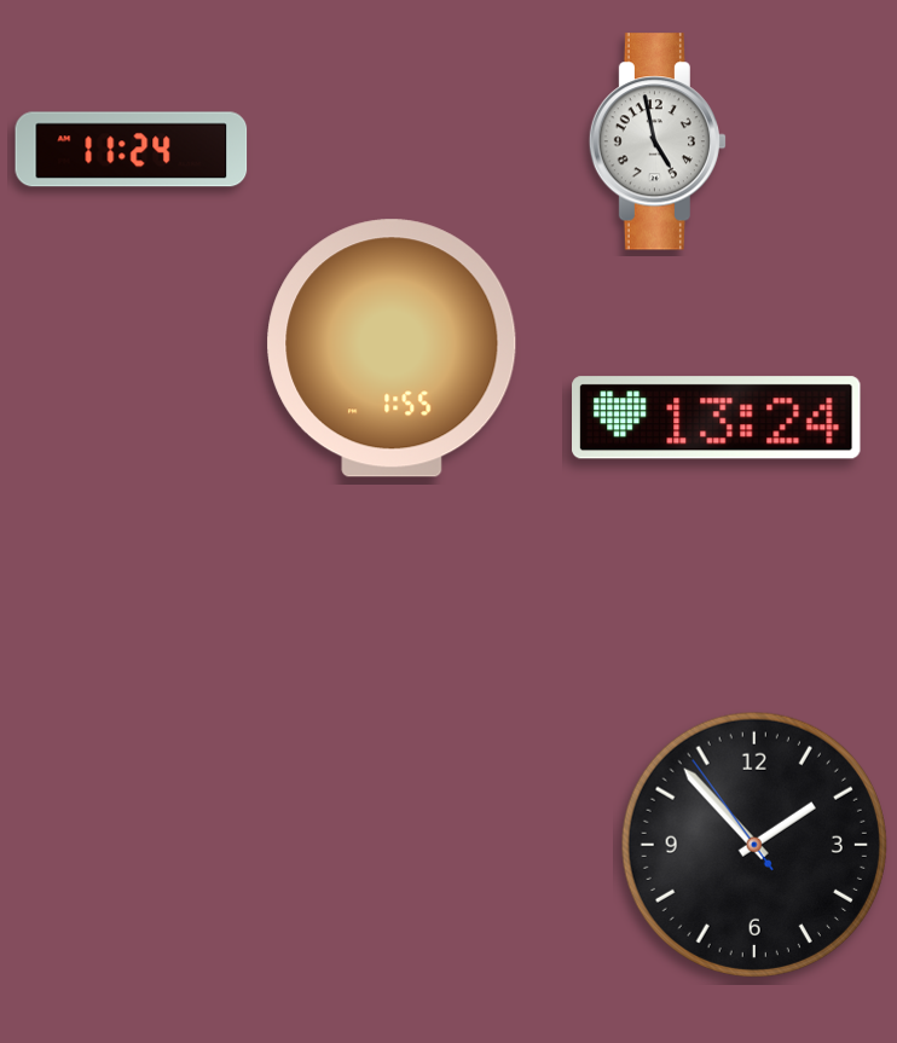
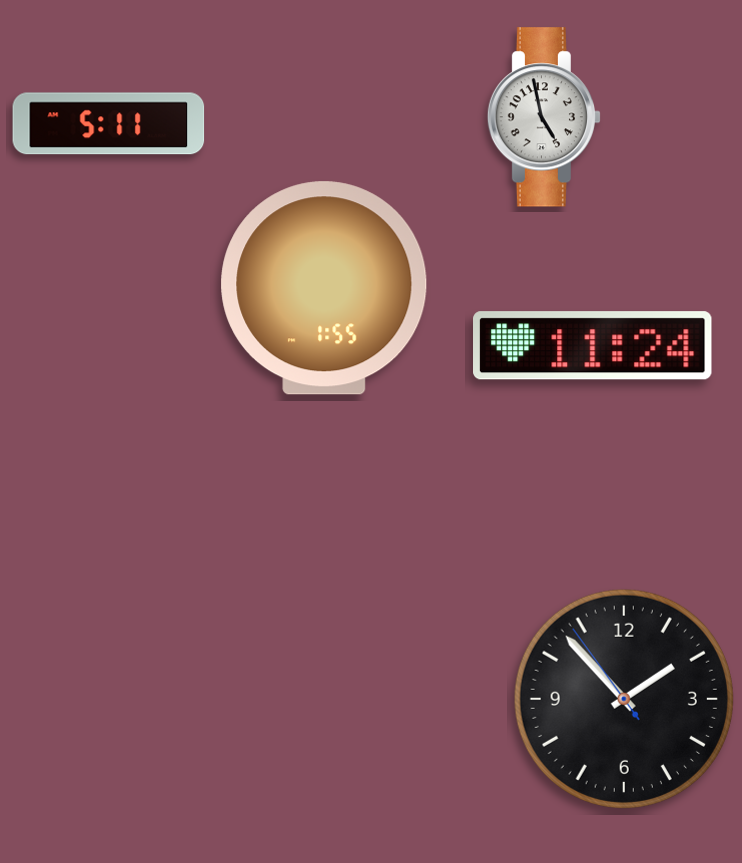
clock at (132, 150): 11:24 -> 5:11
clock at (717, 418): 13:24 -> 11:24
